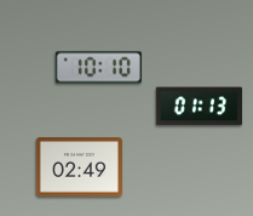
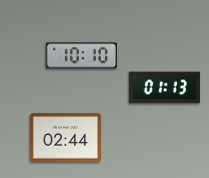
clock at (79, 167): 02:49 -> 02:44
